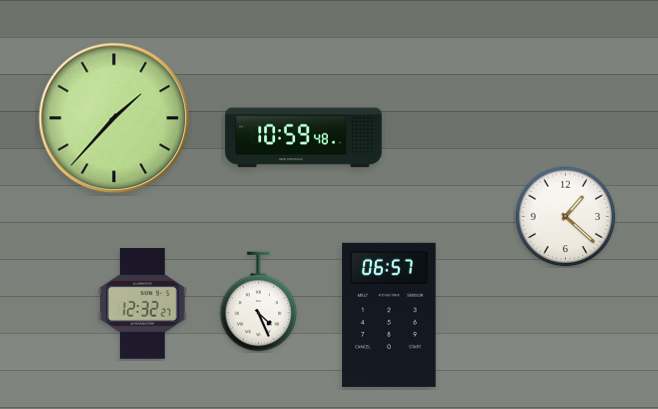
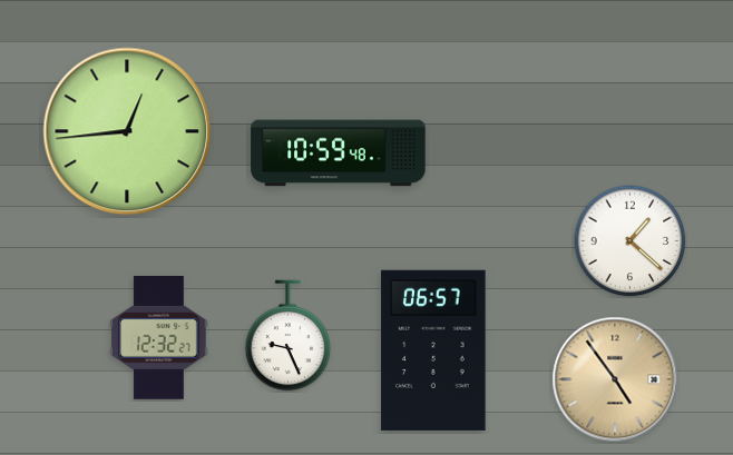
clock at (114, 118): 1:37 -> 12:44
clock at (259, 302): 4:26 -> 9:26
clock at (615, 379): none -> 4:54
